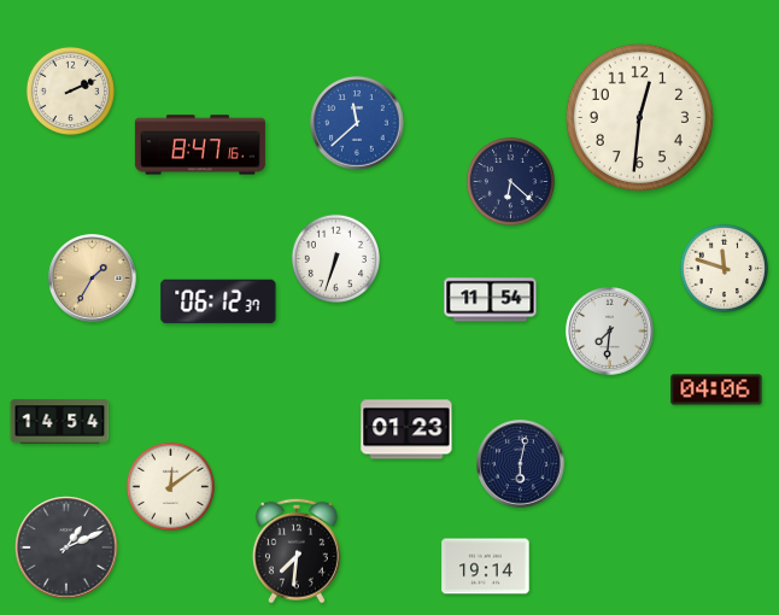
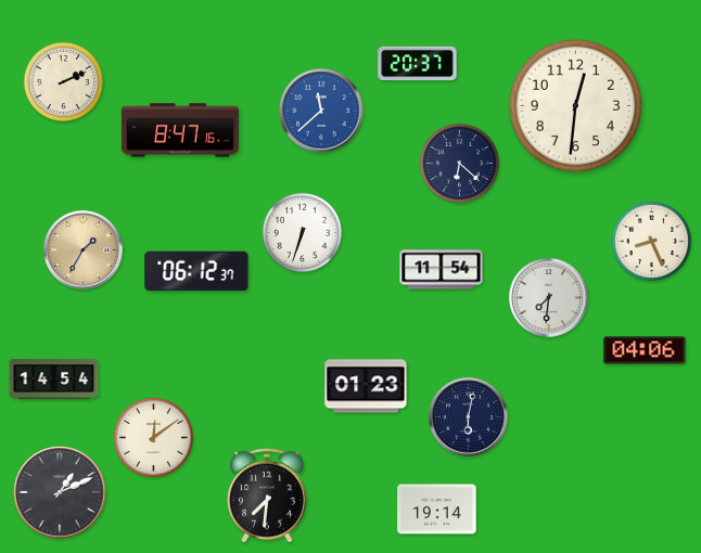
clock at (418, 64): none -> 20:37
clock at (724, 268): 11:48 -> 8:26
